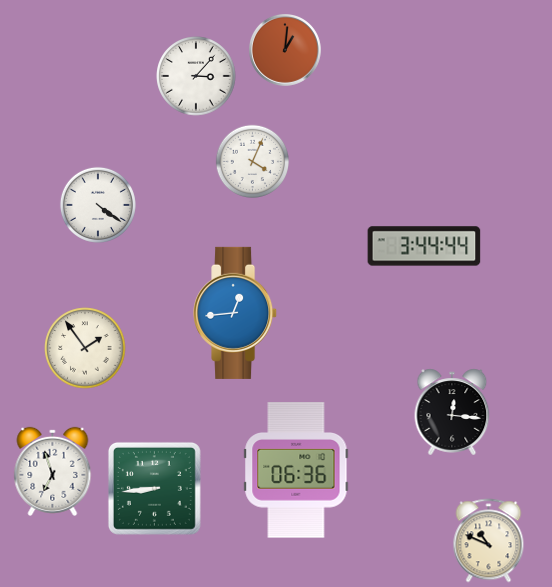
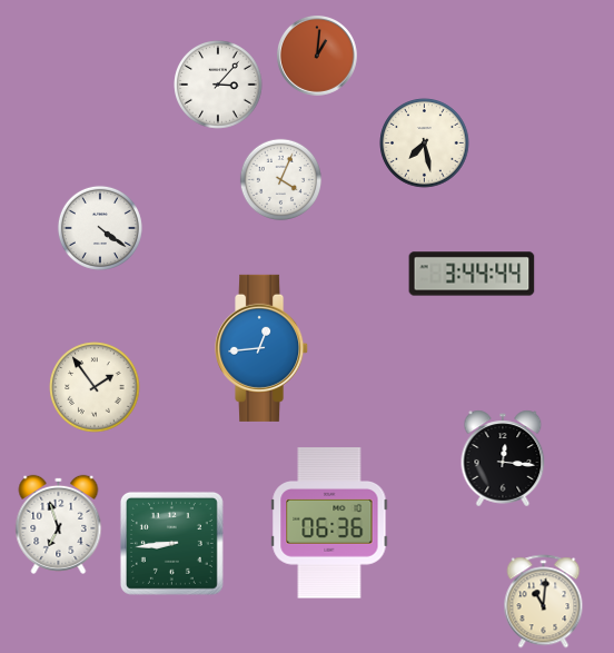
clock at (425, 144): none -> 7:28
clock at (98, 205) position: (98, 205) -> (100, 228)
clock at (489, 541): 10:49 -> 11:01
